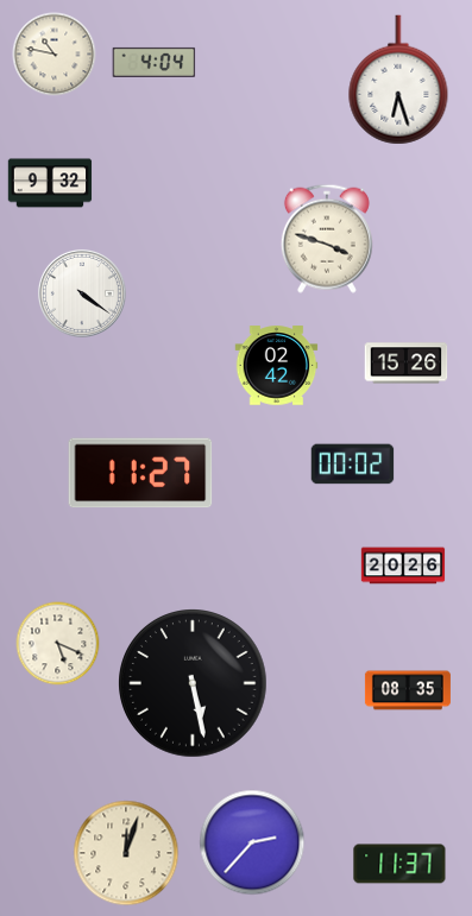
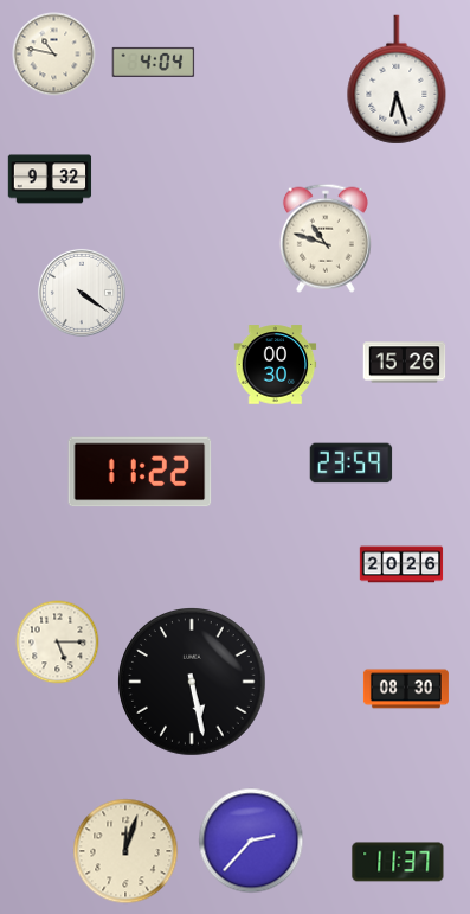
clock at (50, 183) position: (50, 183) -> (50, 179)
clock at (327, 239): 3:48 -> 10:48
clock at (277, 366): 02:42 -> 00:30
clock at (353, 465): 00:02 -> 23:59
clock at (140, 473): 11:27 -> 11:22
clock at (58, 644): 5:19 -> 5:15
clock at (408, 690): 08:35 -> 08:30
